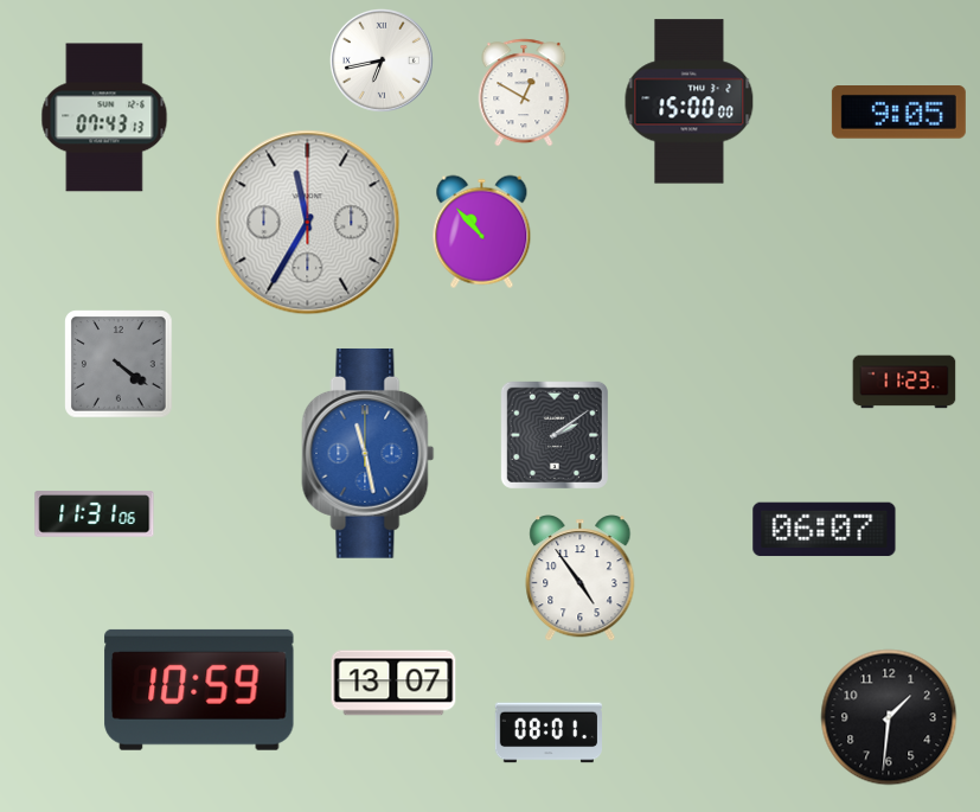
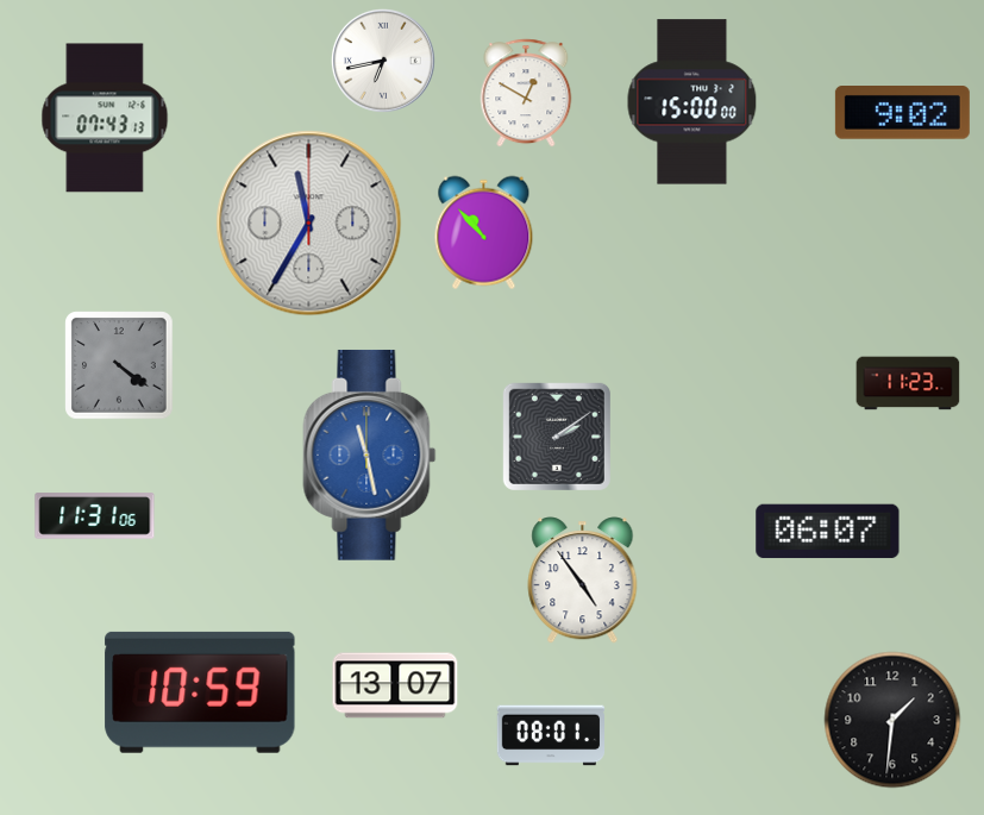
clock at (898, 113): 9:05 -> 9:02
